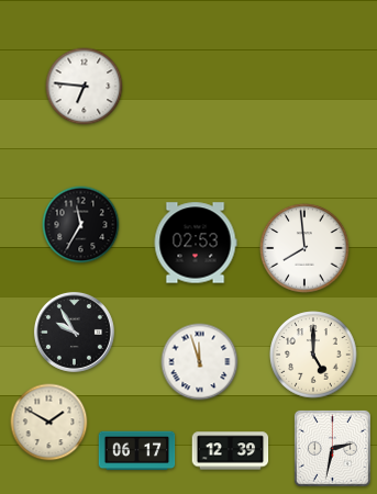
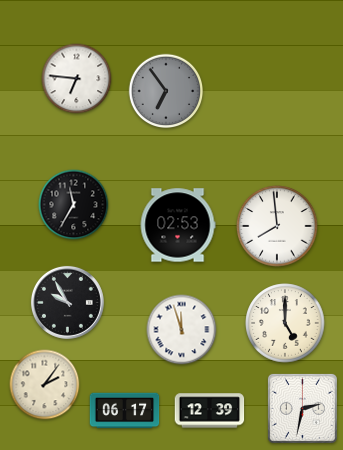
clock at (166, 91): none -> 6:54
clock at (196, 243) position: (196, 243) -> (178, 225)
clock at (49, 423): 1:50 -> 2:06
